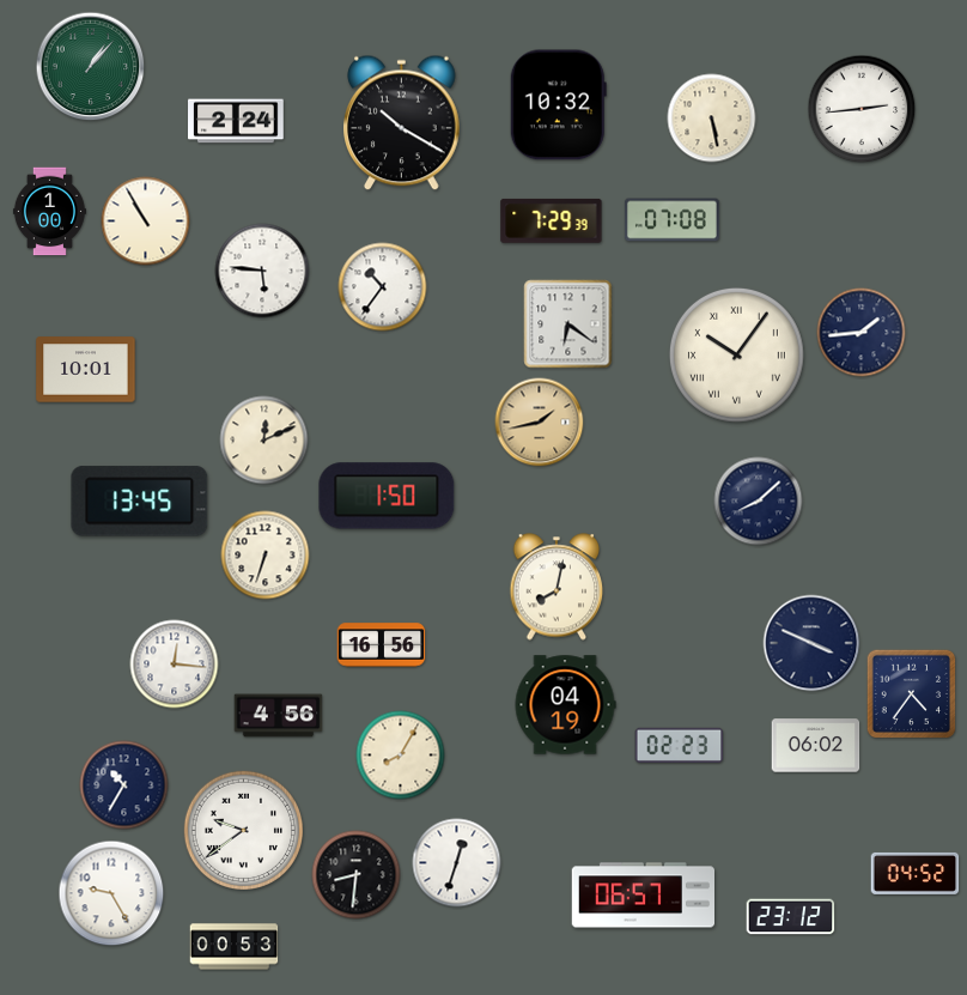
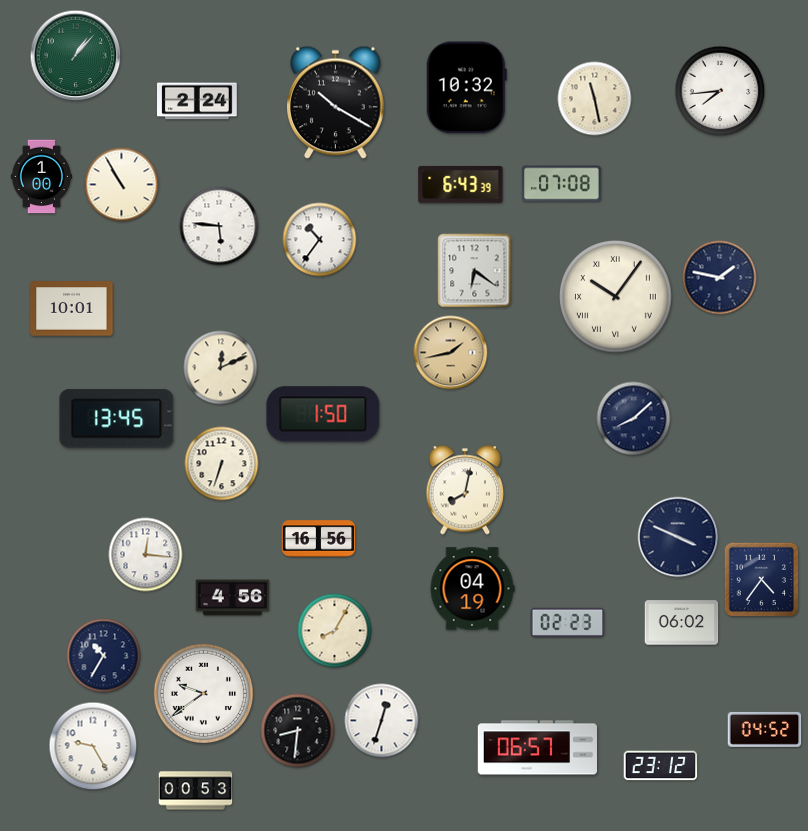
clock at (862, 109): 2:44 -> 7:44
clock at (712, 119): 5:28 -> 11:28
clock at (552, 220): 7:29 -> 6:43
clock at (862, 333): 1:44 -> 1:47
